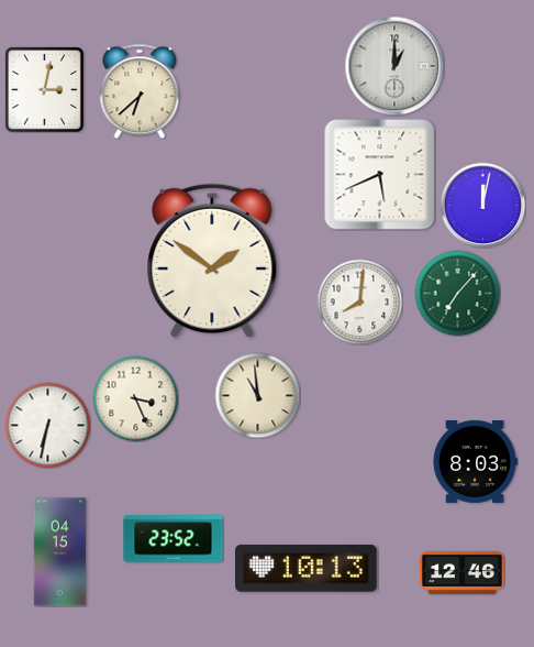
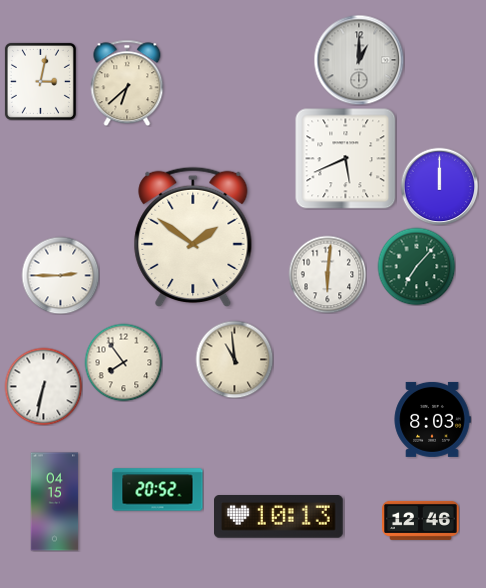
clock at (482, 205): 12:02 -> 12:00
clock at (359, 301): 8:01 -> 6:01
clock at (60, 275): none -> 2:45
clock at (135, 398): 3:26 -> 7:54
clock at (174, 539): 23:52 -> 20:52
